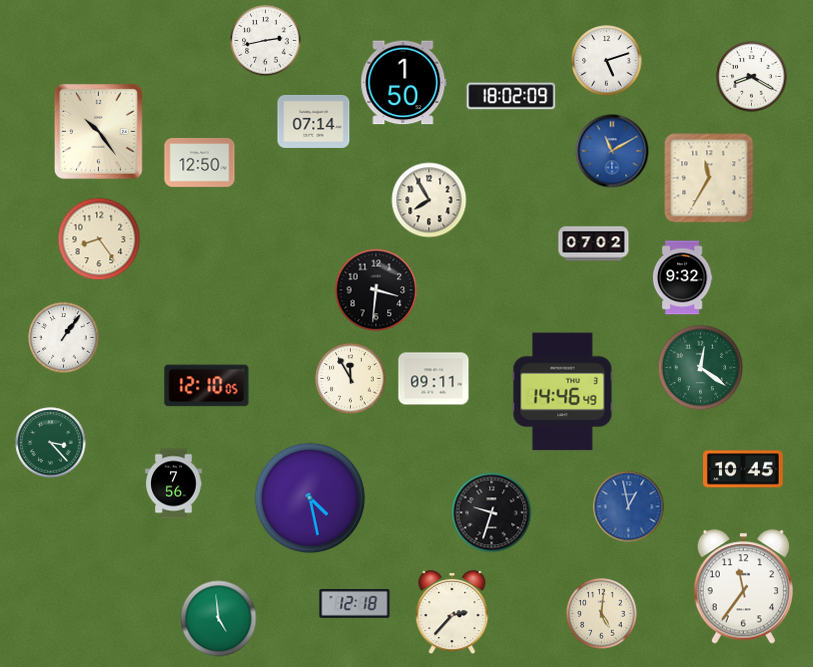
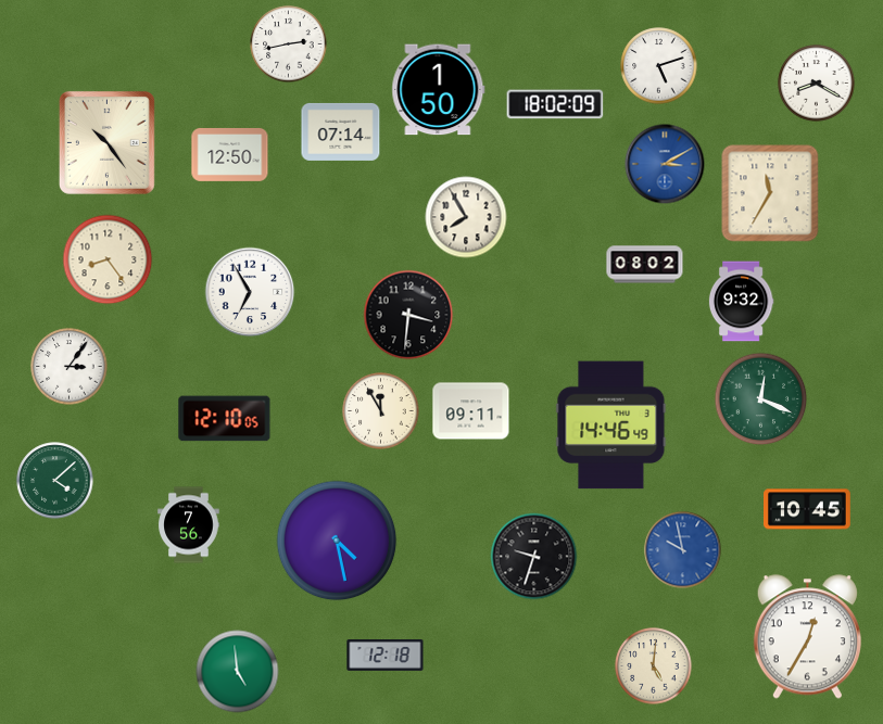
clock at (612, 151): 11:10 -> 3:10
clock at (200, 163) position: (200, 163) -> (230, 155)
clock at (594, 244): 07:02 -> 08:02
clock at (250, 292): none -> 6:55
clock at (64, 338): 1:06 -> 3:06
clock at (701, 368): 12:21 -> 12:19
clock at (51, 443): 3:23 -> 4:08
clock at (629, 507): 12:58 -> 9:58
clock at (743, 587): 11:36 -> 12:35
clock at (452, 613): 2:37 -> none
